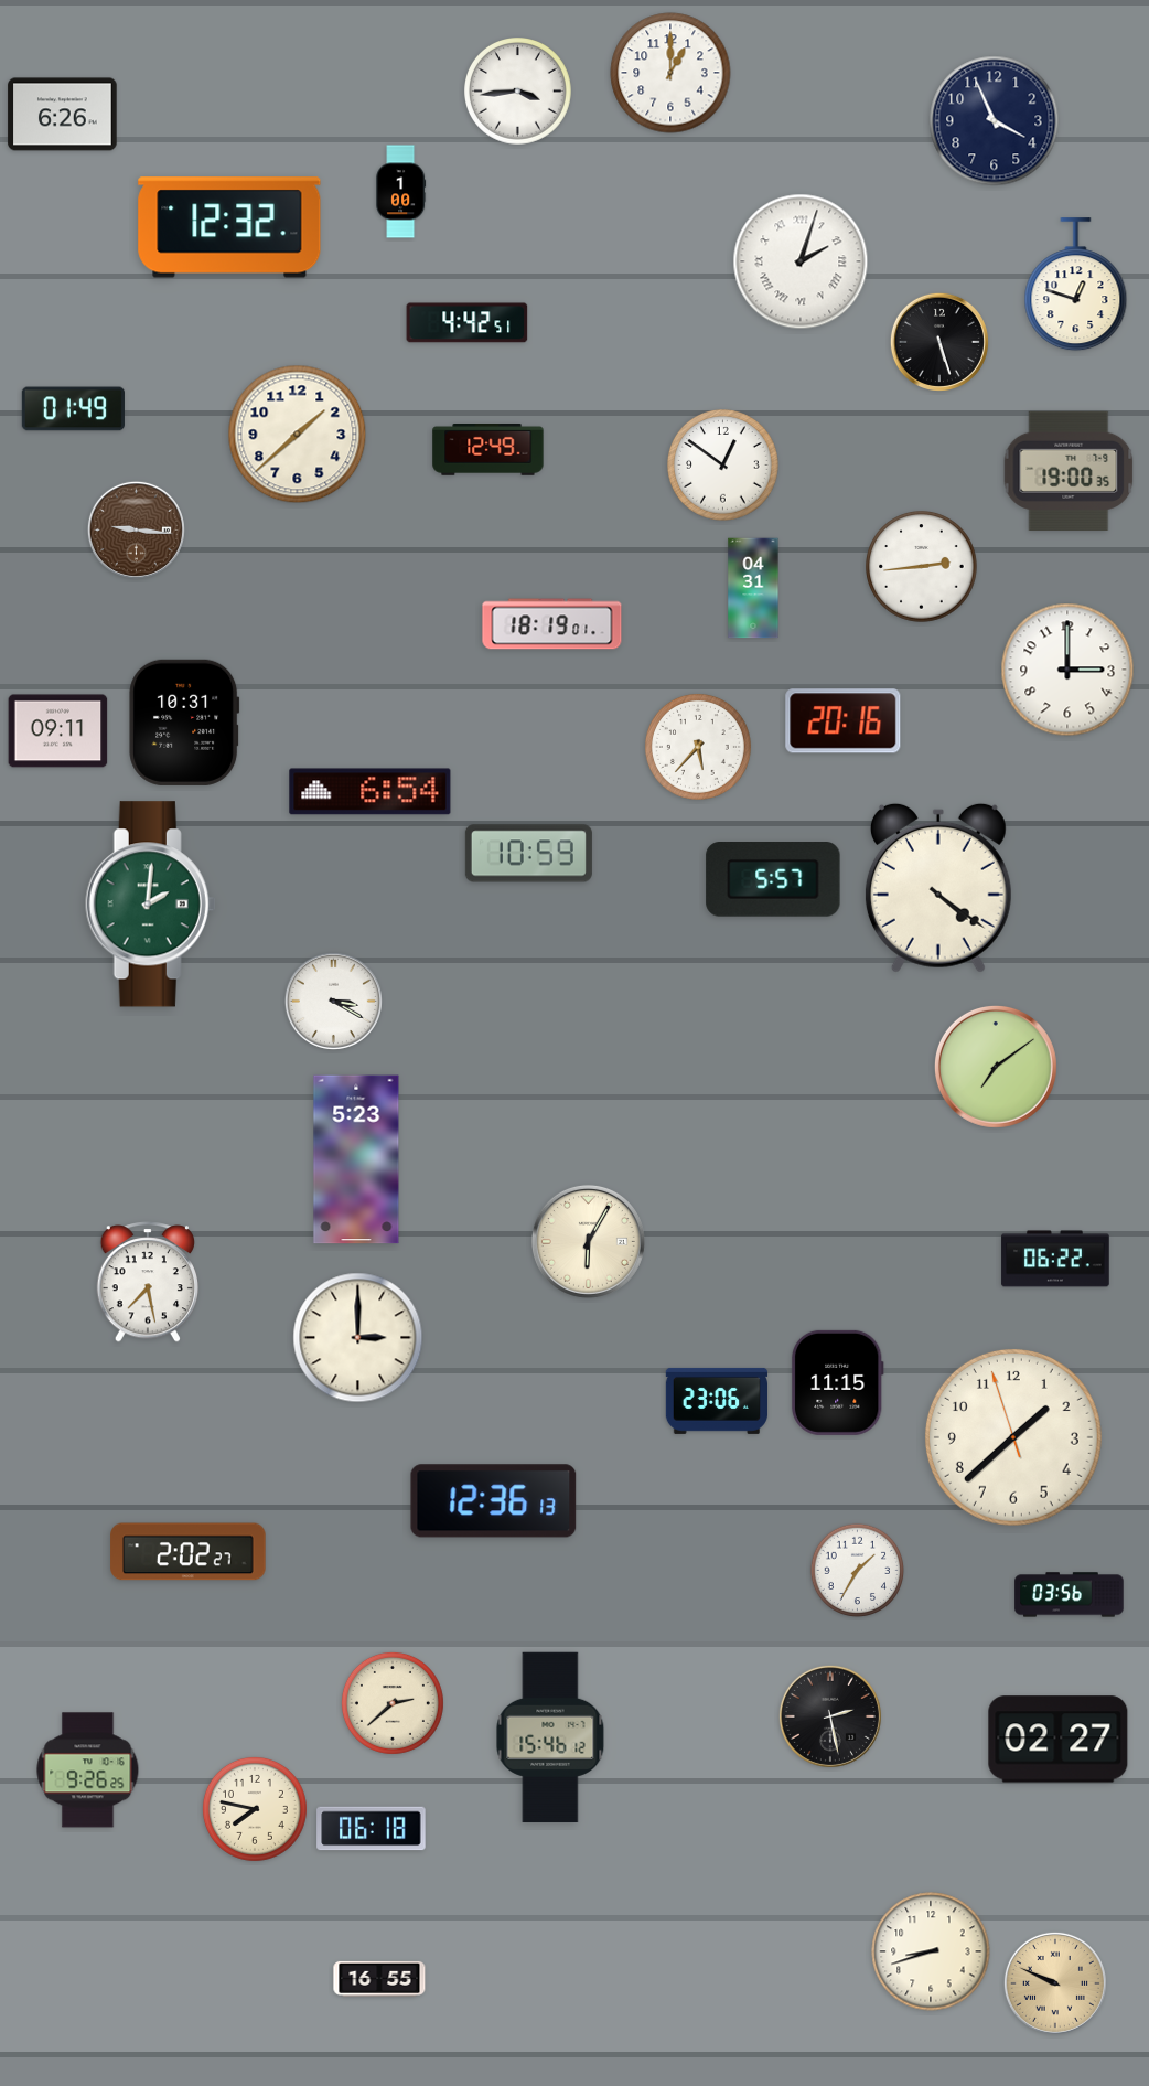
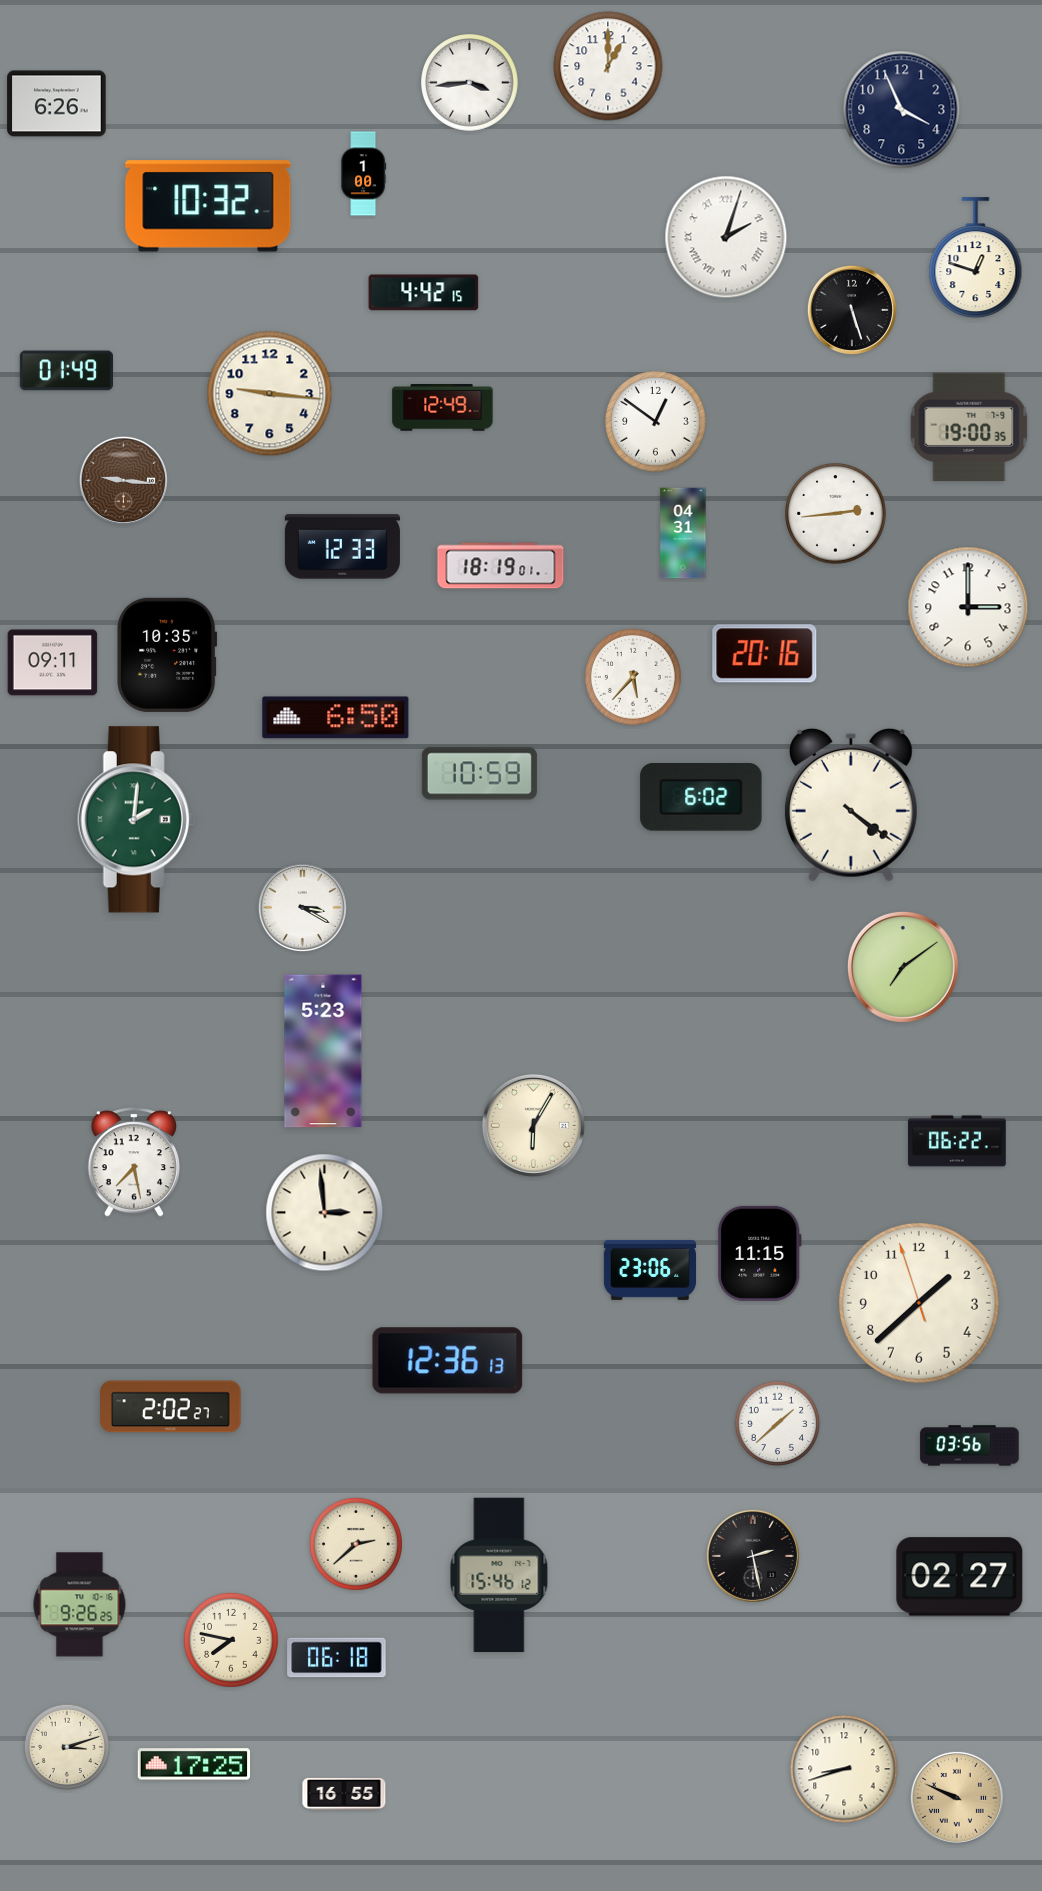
clock at (229, 227): 12:32 -> 10:32
clock at (468, 323): 4:42:51 -> 4:42:15
clock at (298, 435): 1:38 -> 9:16
clock at (342, 547): none -> 12:33
clock at (184, 723): 10:31 -> 10:35
clock at (371, 792): 6:54 -> 6:50
clock at (773, 880): 5:57 -> 6:02
clock at (358, 1338): 3:00 -> 2:59
clock at (858, 1571): 1:35 -> 1:38
clock at (66, 1746): none -> 3:12
clock at (194, 1764): none -> 17:25
